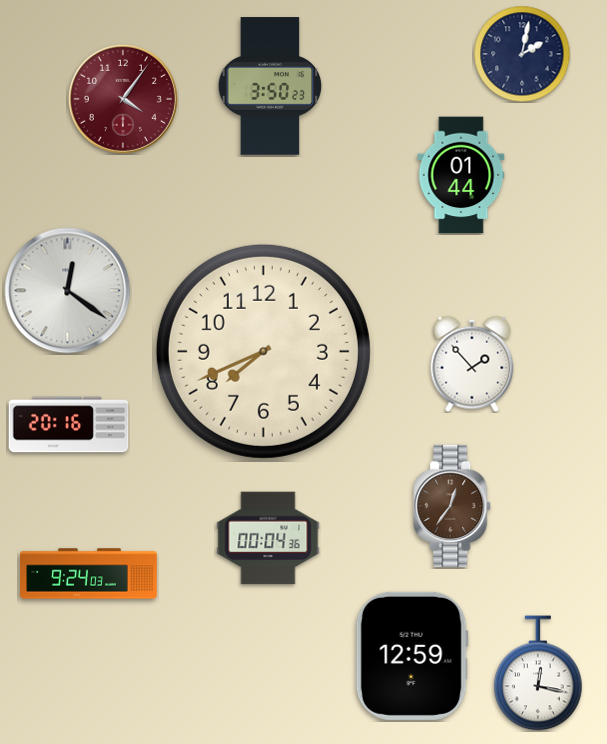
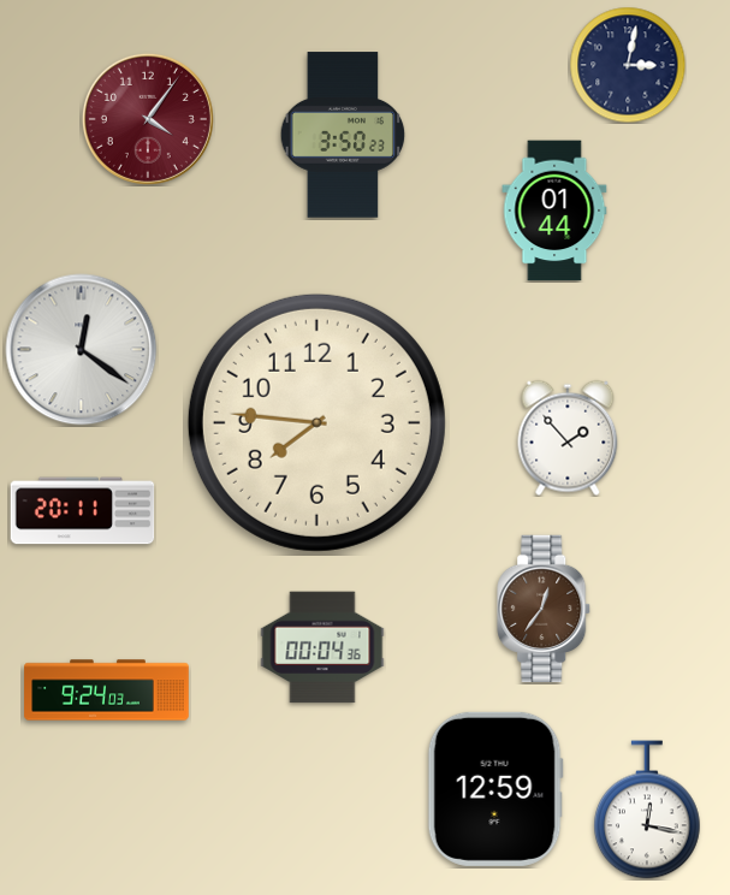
clock at (522, 54): 2:02 -> 3:02
clock at (270, 86) position: (270, 86) -> (343, 135)
clock at (263, 351): 7:41 -> 7:46
clock at (69, 425): 20:16 -> 20:11
